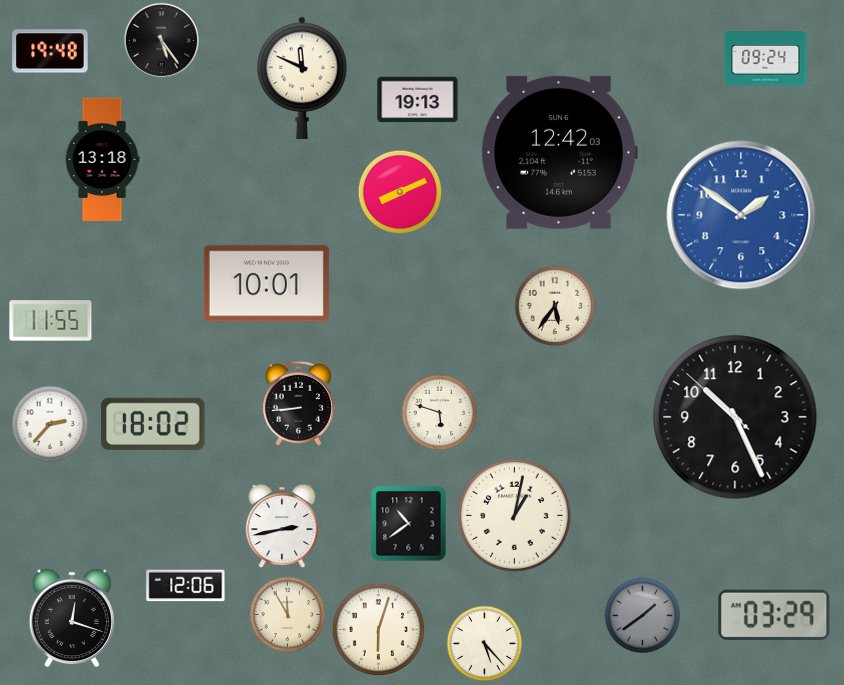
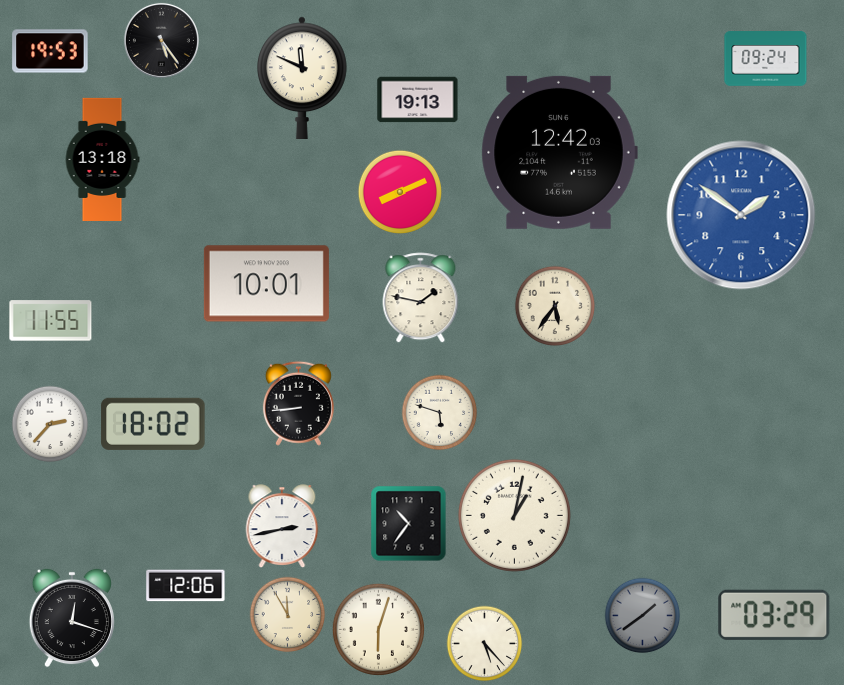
clock at (50, 51): 19:48 -> 19:53
clock at (421, 298): none -> 1:47
clock at (735, 417): 10:25 -> none
clock at (409, 524): 10:39 -> 10:36
